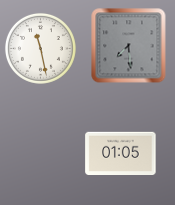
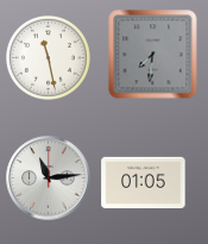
clock at (129, 46): 7:29 -> 7:31
clock at (49, 179): none -> 11:14
